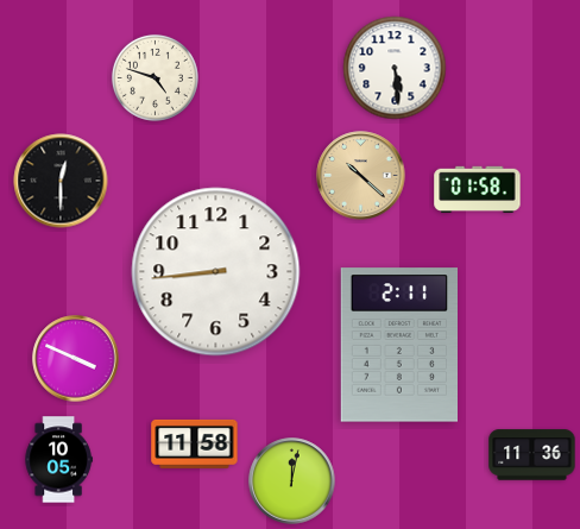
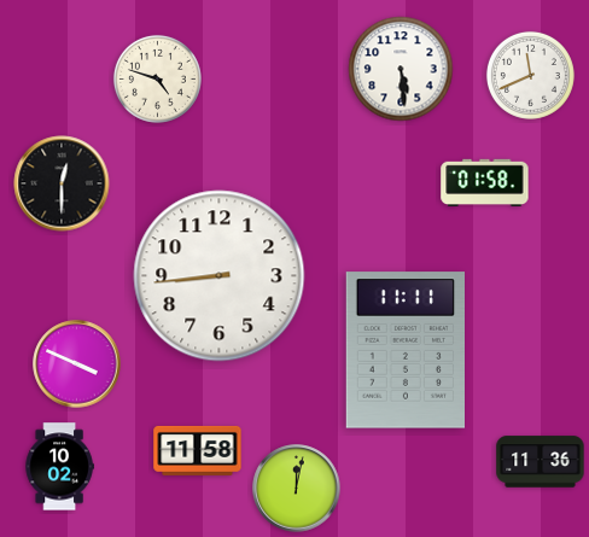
clock at (530, 75): none -> 11:41
clock at (361, 176): 10:22 -> none
clock at (478, 189) position: (478, 189) -> (485, 182)
clock at (398, 345): 2:11 -> 11:11
clock at (58, 460): 10:05 -> 10:02
